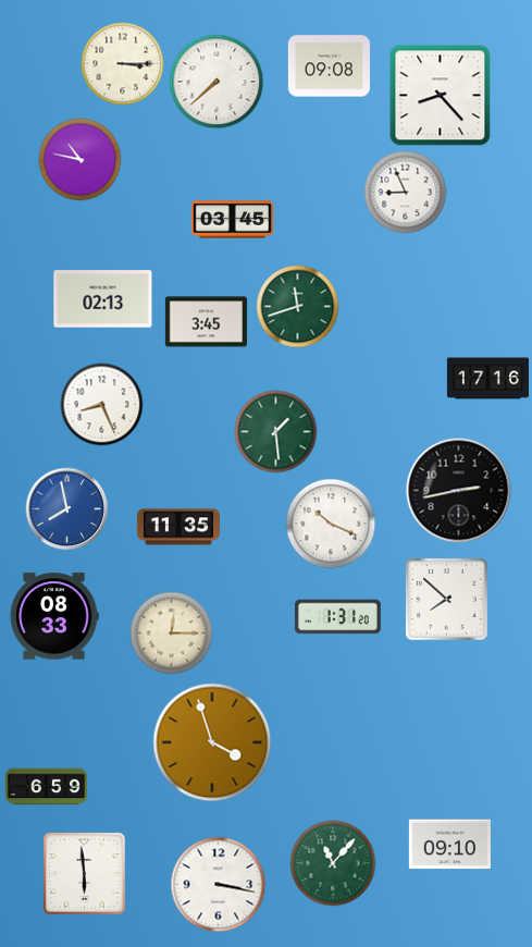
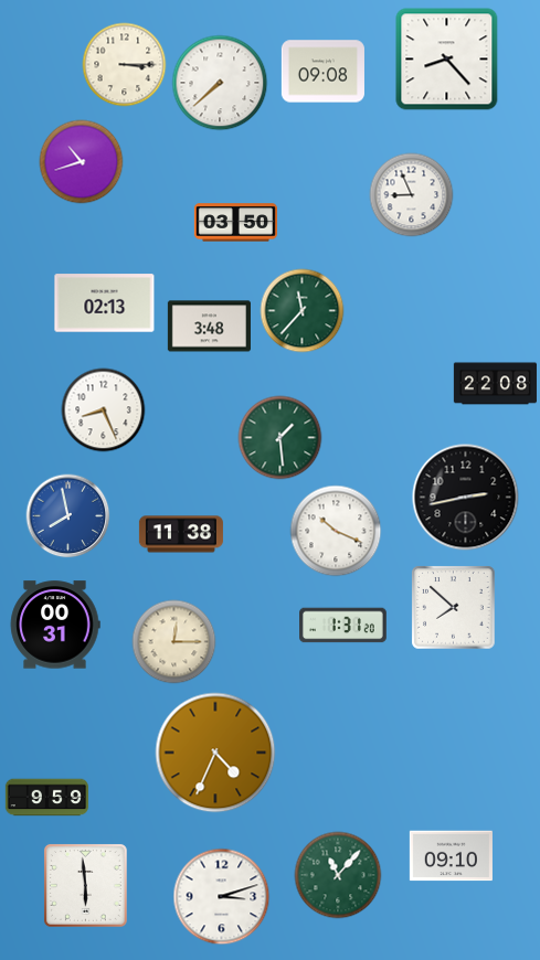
clock at (329, 66) position: (329, 66) -> (322, 72)
clock at (441, 96) position: (441, 96) -> (447, 60)
clock at (81, 160): 10:47 -> 10:42
clock at (232, 220): 03:45 -> 03:50
clock at (298, 307): 11:42 -> 11:37
clock at (206, 322): 3:45 -> 3:48
clock at (487, 379): 17:16 -> 22:08
clock at (178, 527): 11:35 -> 11:38
clock at (54, 616): 08:33 -> 00:31
clock at (212, 742): 3:57 -> 4:34
clock at (46, 787): 6:59 -> 9:59
clock at (449, 845) position: (449, 845) -> (451, 856)
clock at (219, 885): 3:17 -> 3:12
